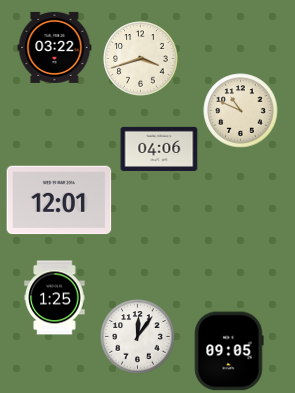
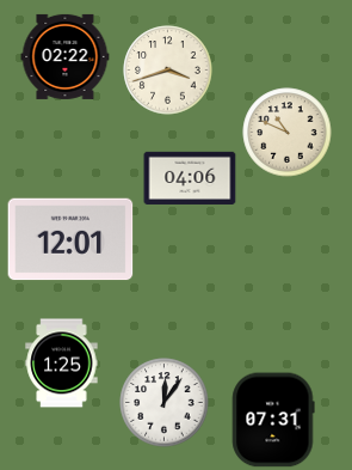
clock at (55, 47): 03:22 -> 02:22
clock at (55, 298) position: (55, 298) -> (62, 364)
clock at (229, 351): 09:05 -> 07:31
